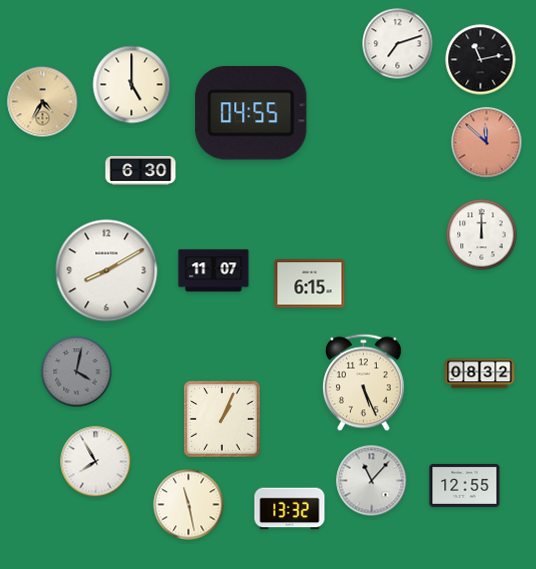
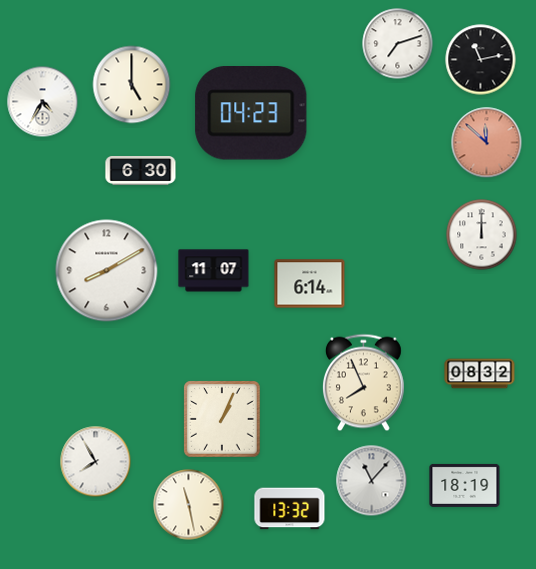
clock at (43, 102) dial: champagne -> white
clock at (251, 114): 04:55 -> 04:23
clock at (310, 284): 6:15 -> 6:14
clock at (77, 372): 4:02 -> none
clock at (363, 383): 5:26 -> 7:56
clock at (465, 485): 12:55 -> 18:19
